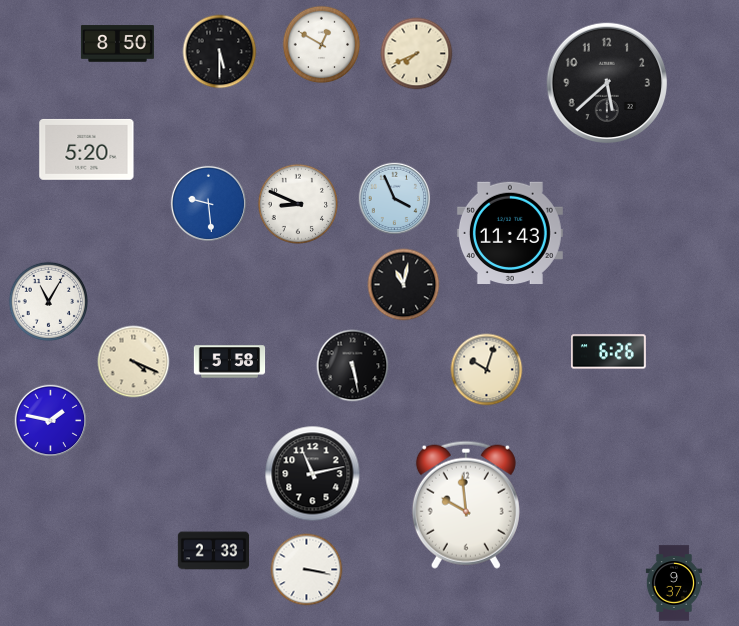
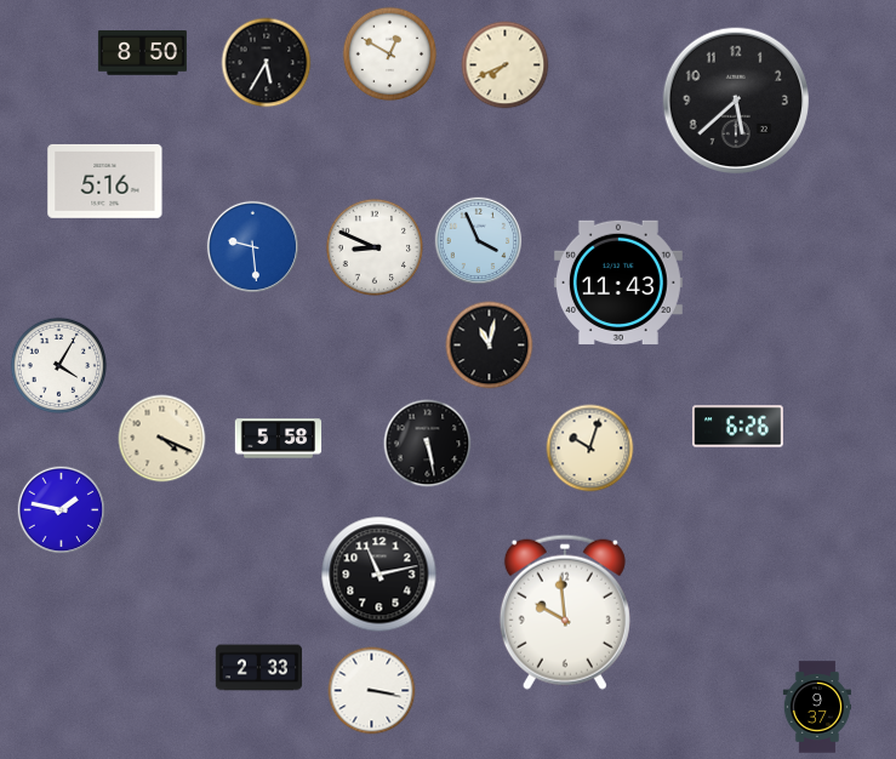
clock at (220, 52): 5:30 -> 5:35
clock at (87, 149): 5:20 -> 5:16
clock at (298, 204) position: (298, 204) -> (375, 247)
clock at (48, 301): 11:05 -> 4:05
